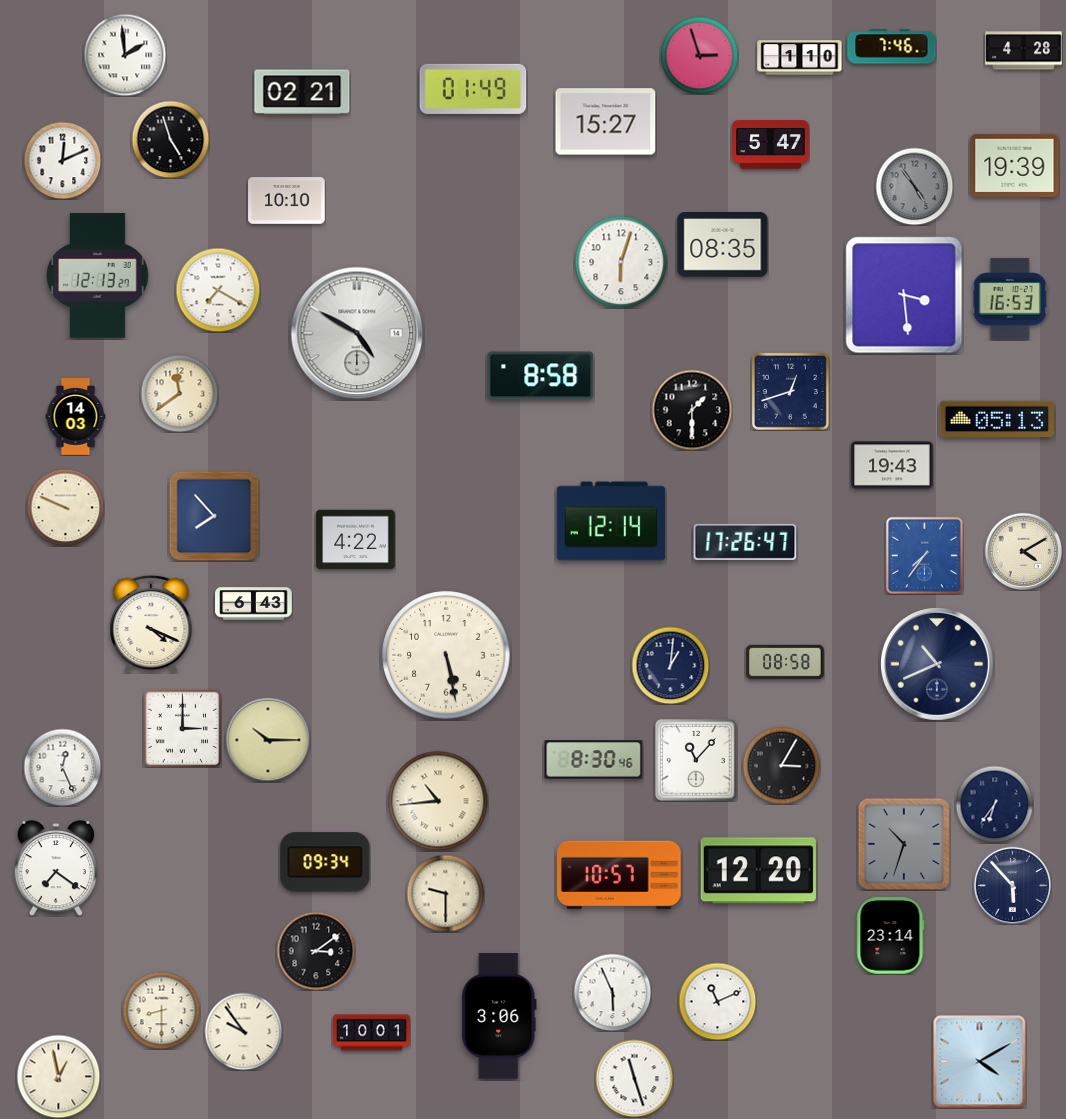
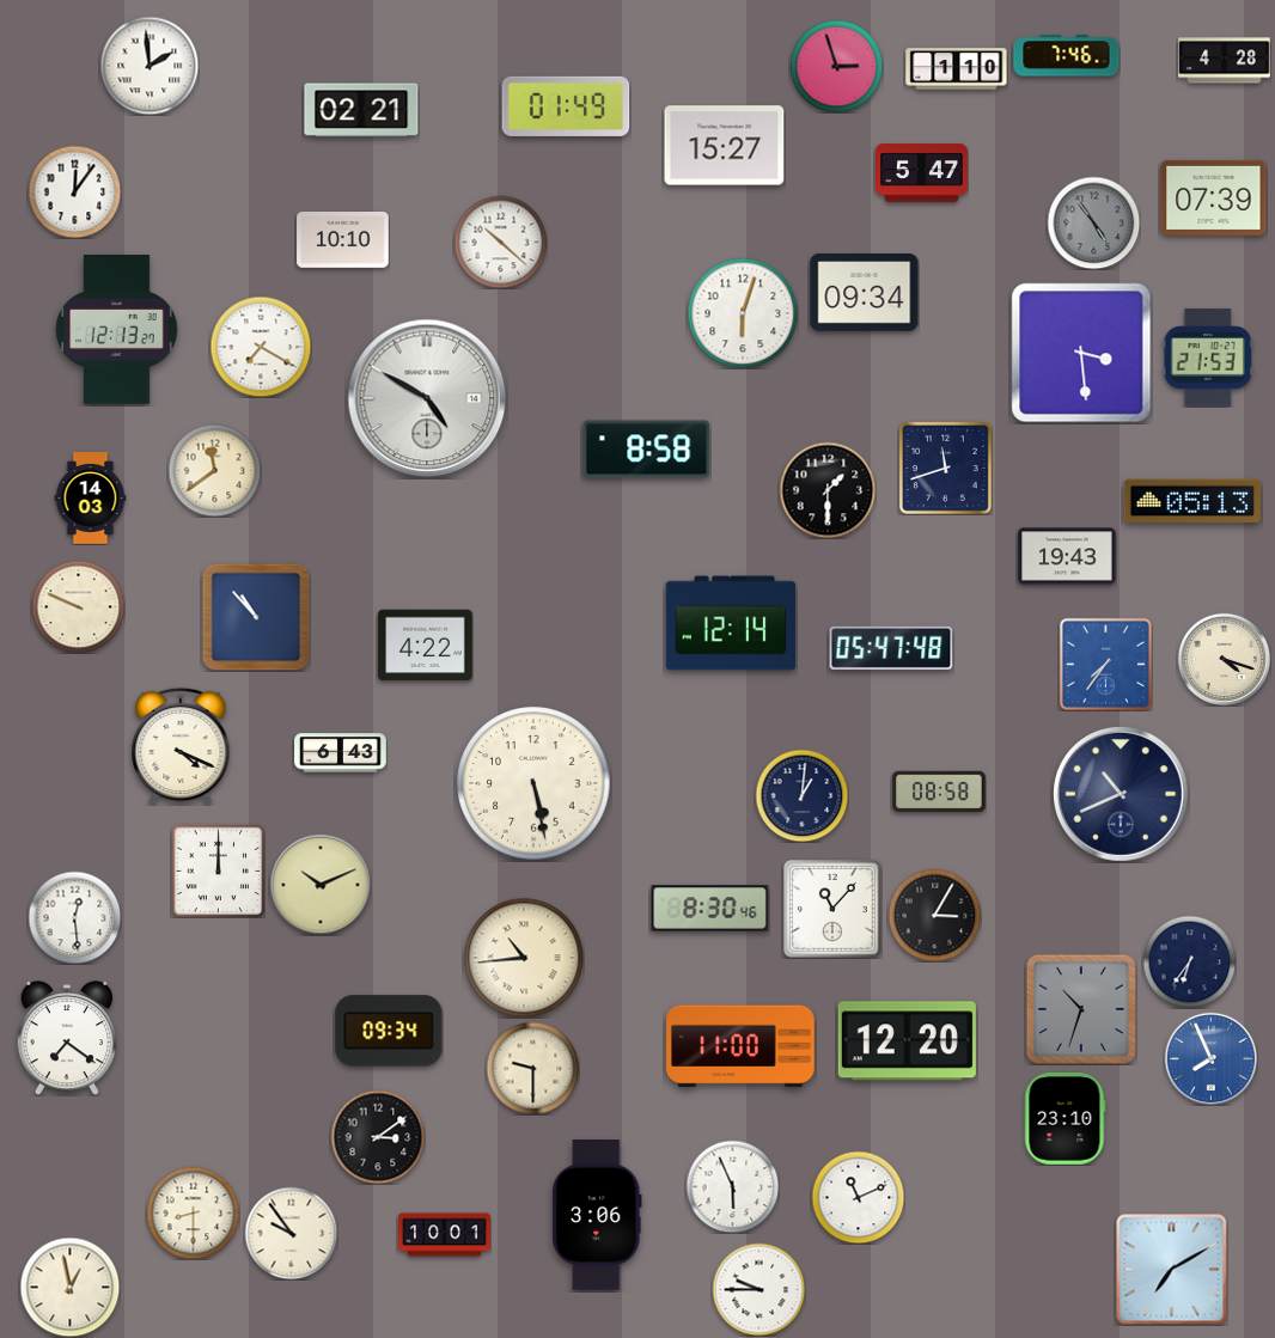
clock at (170, 139): 4:57 -> none
clock at (62, 160): 12:11 -> 12:06
clock at (1015, 165): 19:39 -> 07:39
clock at (500, 242): none -> 10:22
clock at (723, 245): 08:35 -> 09:34
clock at (1009, 299): 16:53 -> 21:53
clock at (790, 391): 12:42 -> 11:42
clock at (214, 516): 7:53 -> 10:53
clock at (745, 542): 17:26 -> 05:47
clock at (1023, 551): 4:10 -> 4:18
clock at (254, 604) position: (254, 604) -> (341, 753)
clock at (182, 728): 3:00 -> 12:00
clock at (268, 740): 10:15 -> 10:11
clock at (62, 767): 12:26 -> 12:29
clock at (620, 875): 10:57 -> 11:00
clock at (1012, 885): 5:53 -> 7:56
clock at (1012, 885) dial: navy -> blue
clock at (891, 936): 23:14 -> 23:10
clock at (161, 1010) position: (161, 1010) -> (193, 1212)
clock at (979, 1061): 4:10 -> 7:10
clock at (634, 1078): 11:27 -> 9:45
